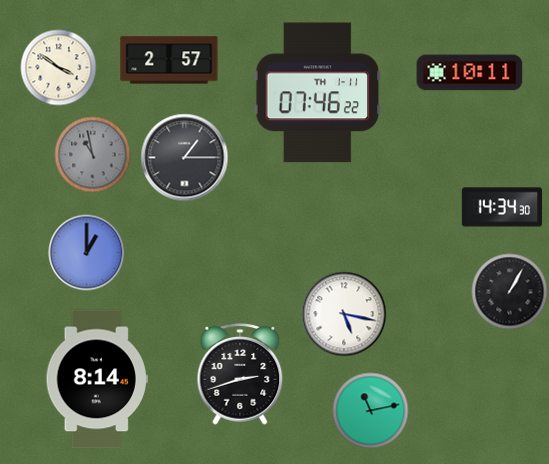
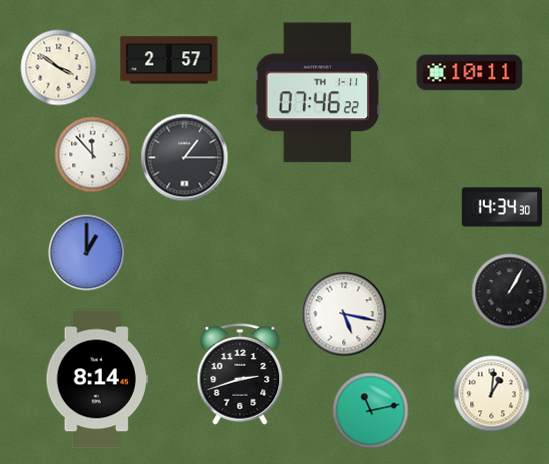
clock at (93, 155): 10:58 -> 11:53
clock at (93, 155) dial: grey -> white
clock at (492, 394): none -> 1:01
